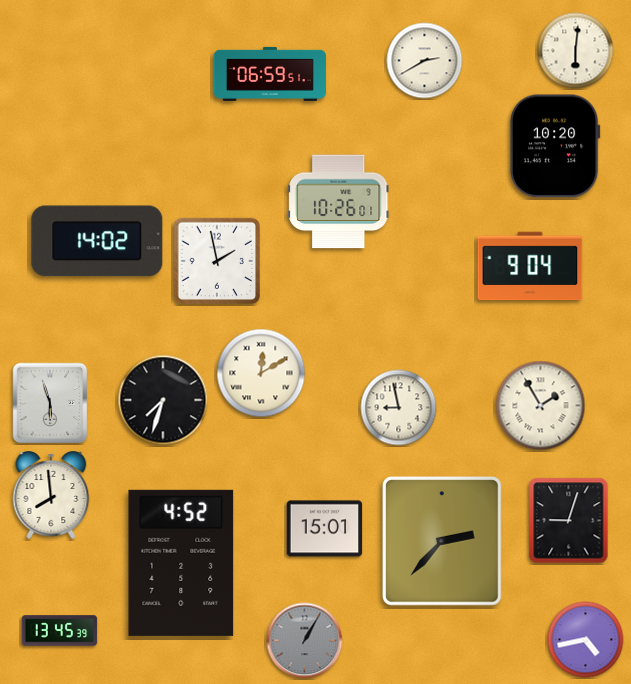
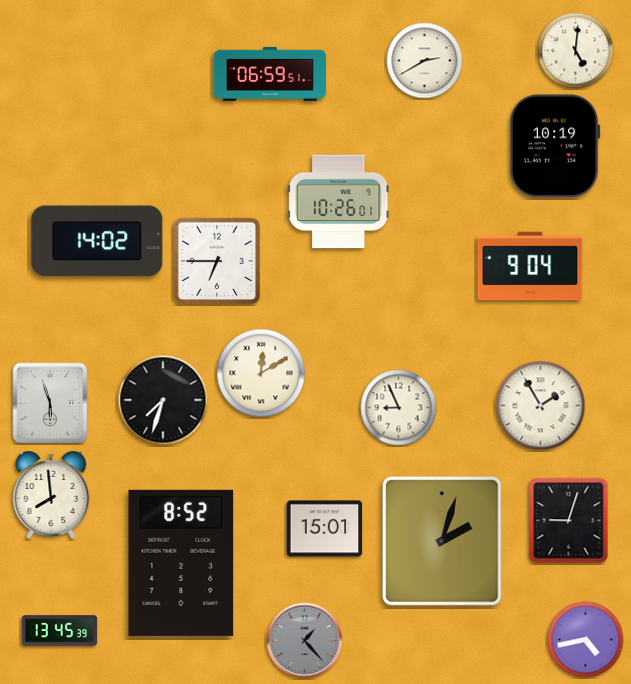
clock at (576, 51): 6:01 -> 5:01
clock at (555, 146): 10:20 -> 10:19
clock at (216, 260): 1:58 -> 6:45
clock at (399, 408): 8:58 -> 8:56
clock at (443, 542): 2:37 -> 2:03
clock at (181, 563): 4:52 -> 8:52
clock at (305, 641): 1:05 -> 1:23
